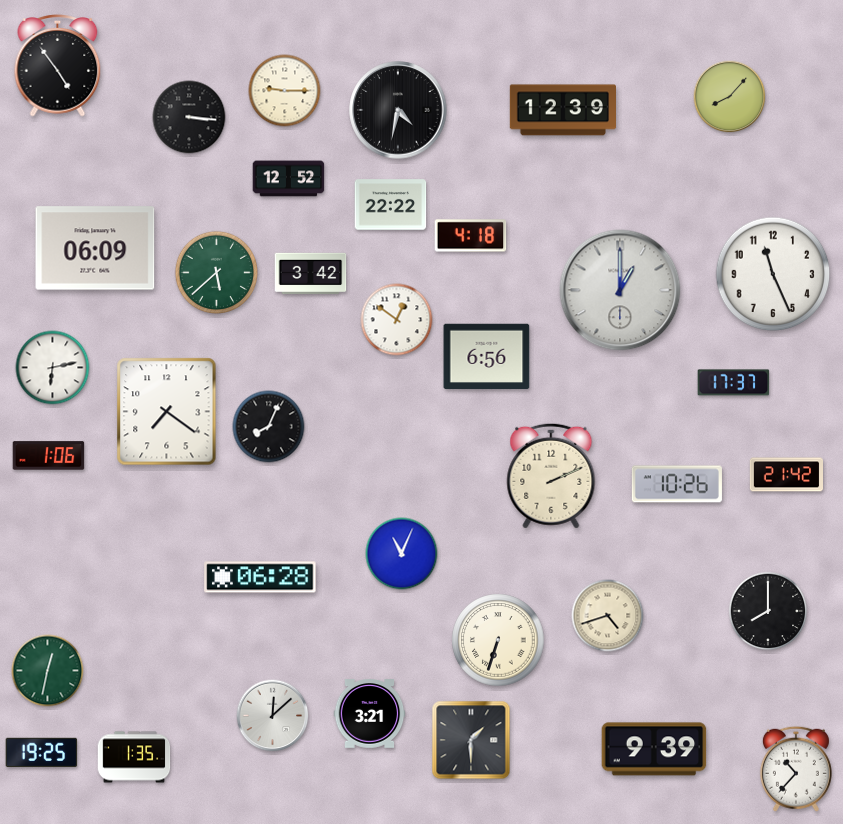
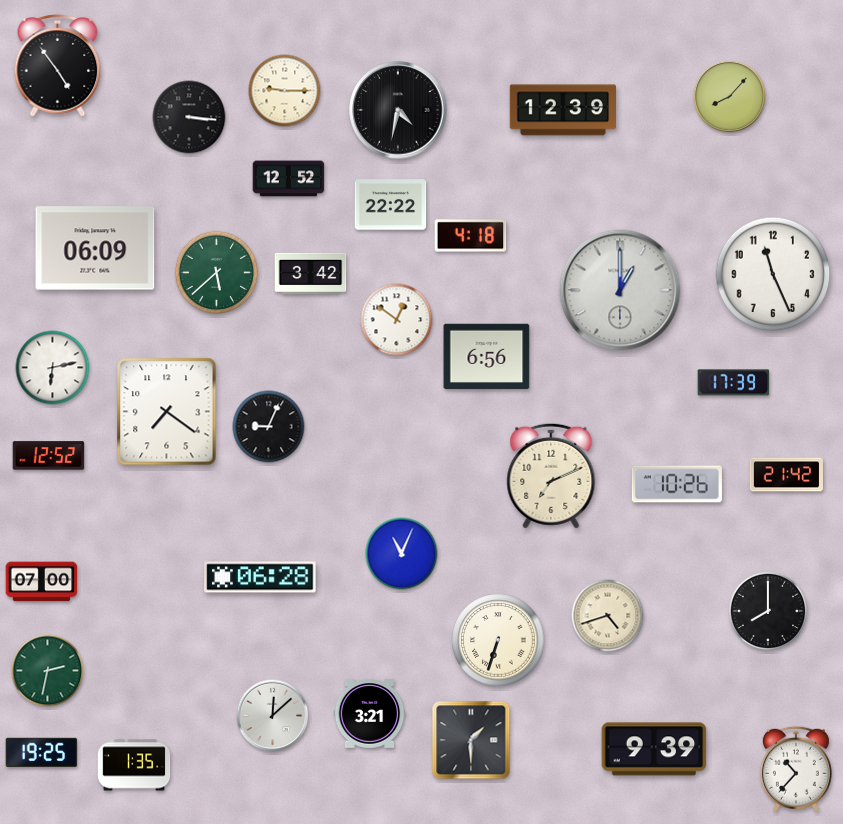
clock at (734, 383): 17:37 -> 17:39
clock at (269, 427): 8:04 -> 9:04
clock at (49, 456): 1:06 -> 12:52
clock at (551, 476): 2:11 -> 7:11
clock at (42, 582): none -> 07:00
clock at (48, 671): 12:32 -> 2:32
clock at (134, 757) position: (134, 757) -> (134, 765)
